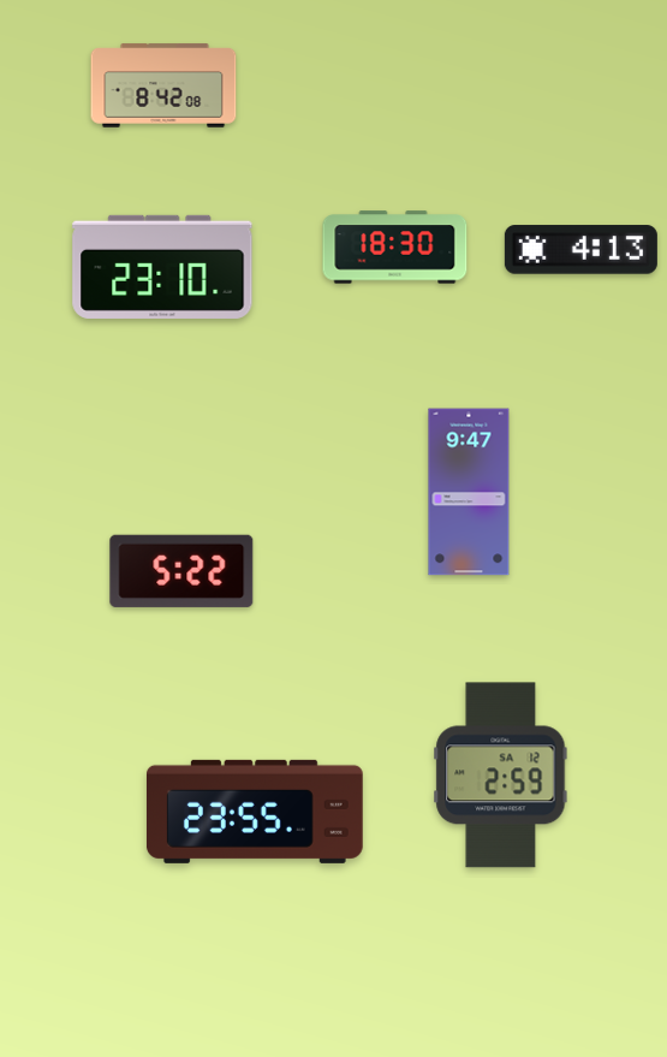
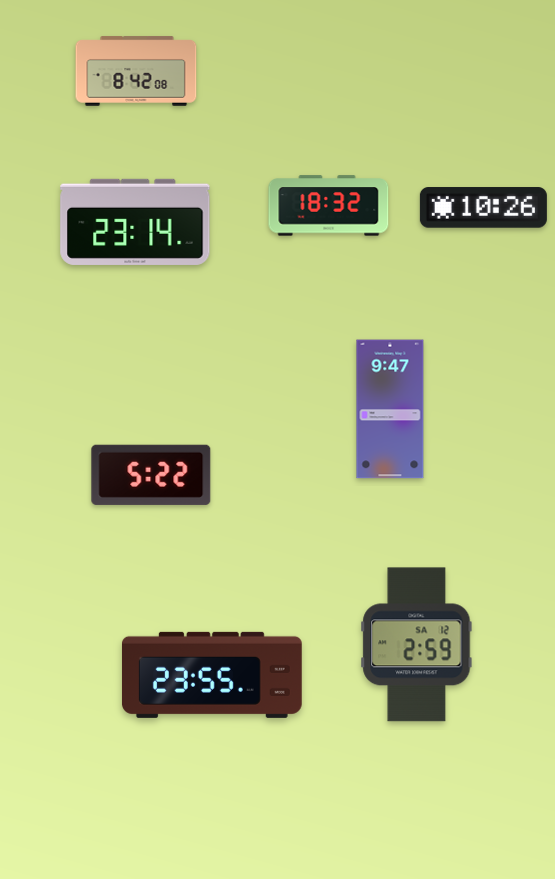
clock at (395, 248): 18:30 -> 18:32
clock at (580, 250): 4:13 -> 10:26
clock at (162, 267): 23:10 -> 23:14
